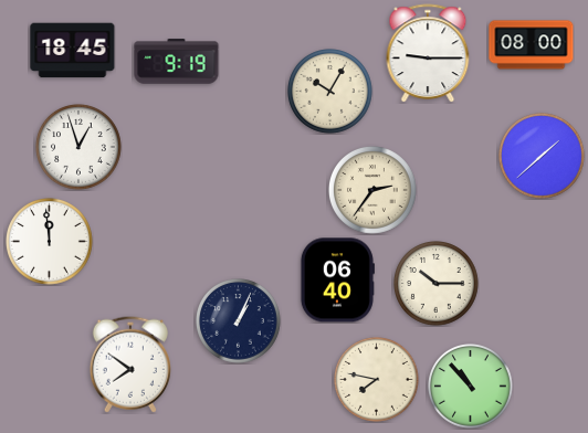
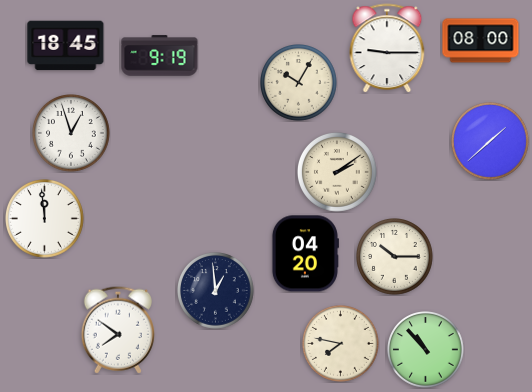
clock at (372, 190): 2:36 -> 2:09
clock at (337, 281): 06:40 -> 04:20
clock at (239, 321): 1:04 -> 12:59
